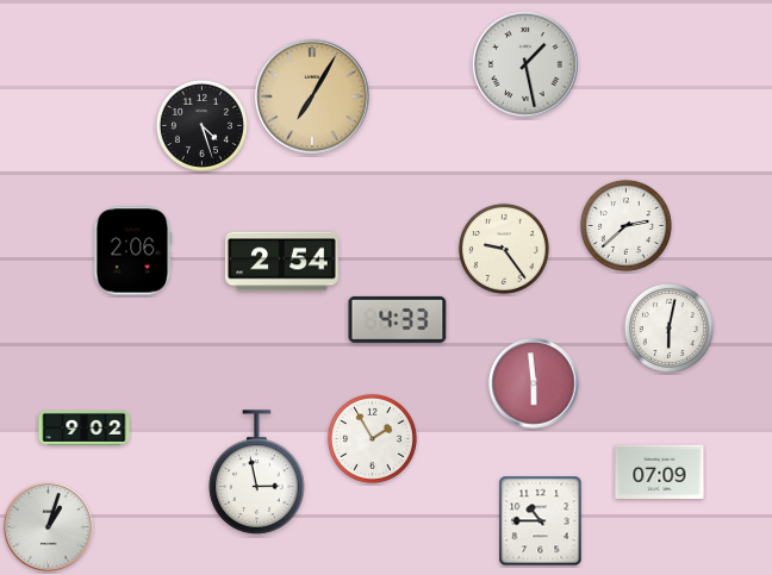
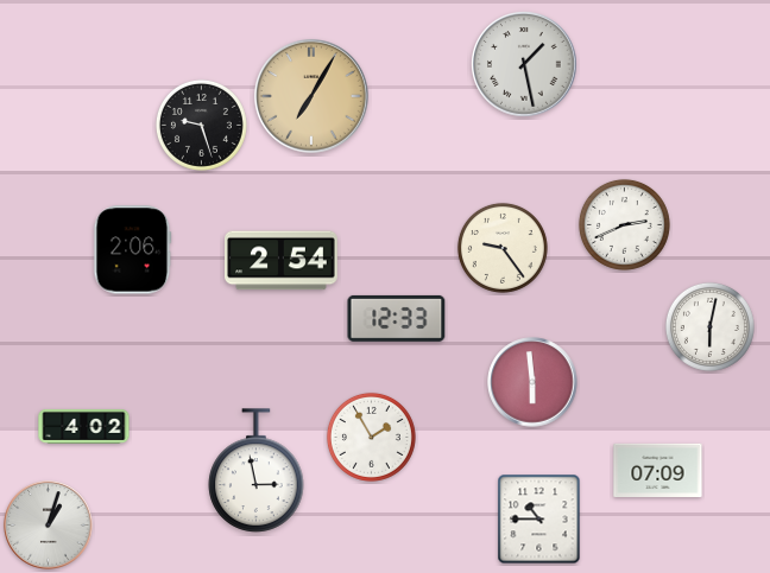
clock at (201, 125): 4:27 -> 9:27
clock at (625, 225): 2:38 -> 2:41
clock at (398, 319): 4:33 -> 12:33
clock at (668, 327) position: (668, 327) -> (709, 326)
clock at (85, 427): 9:02 -> 4:02
